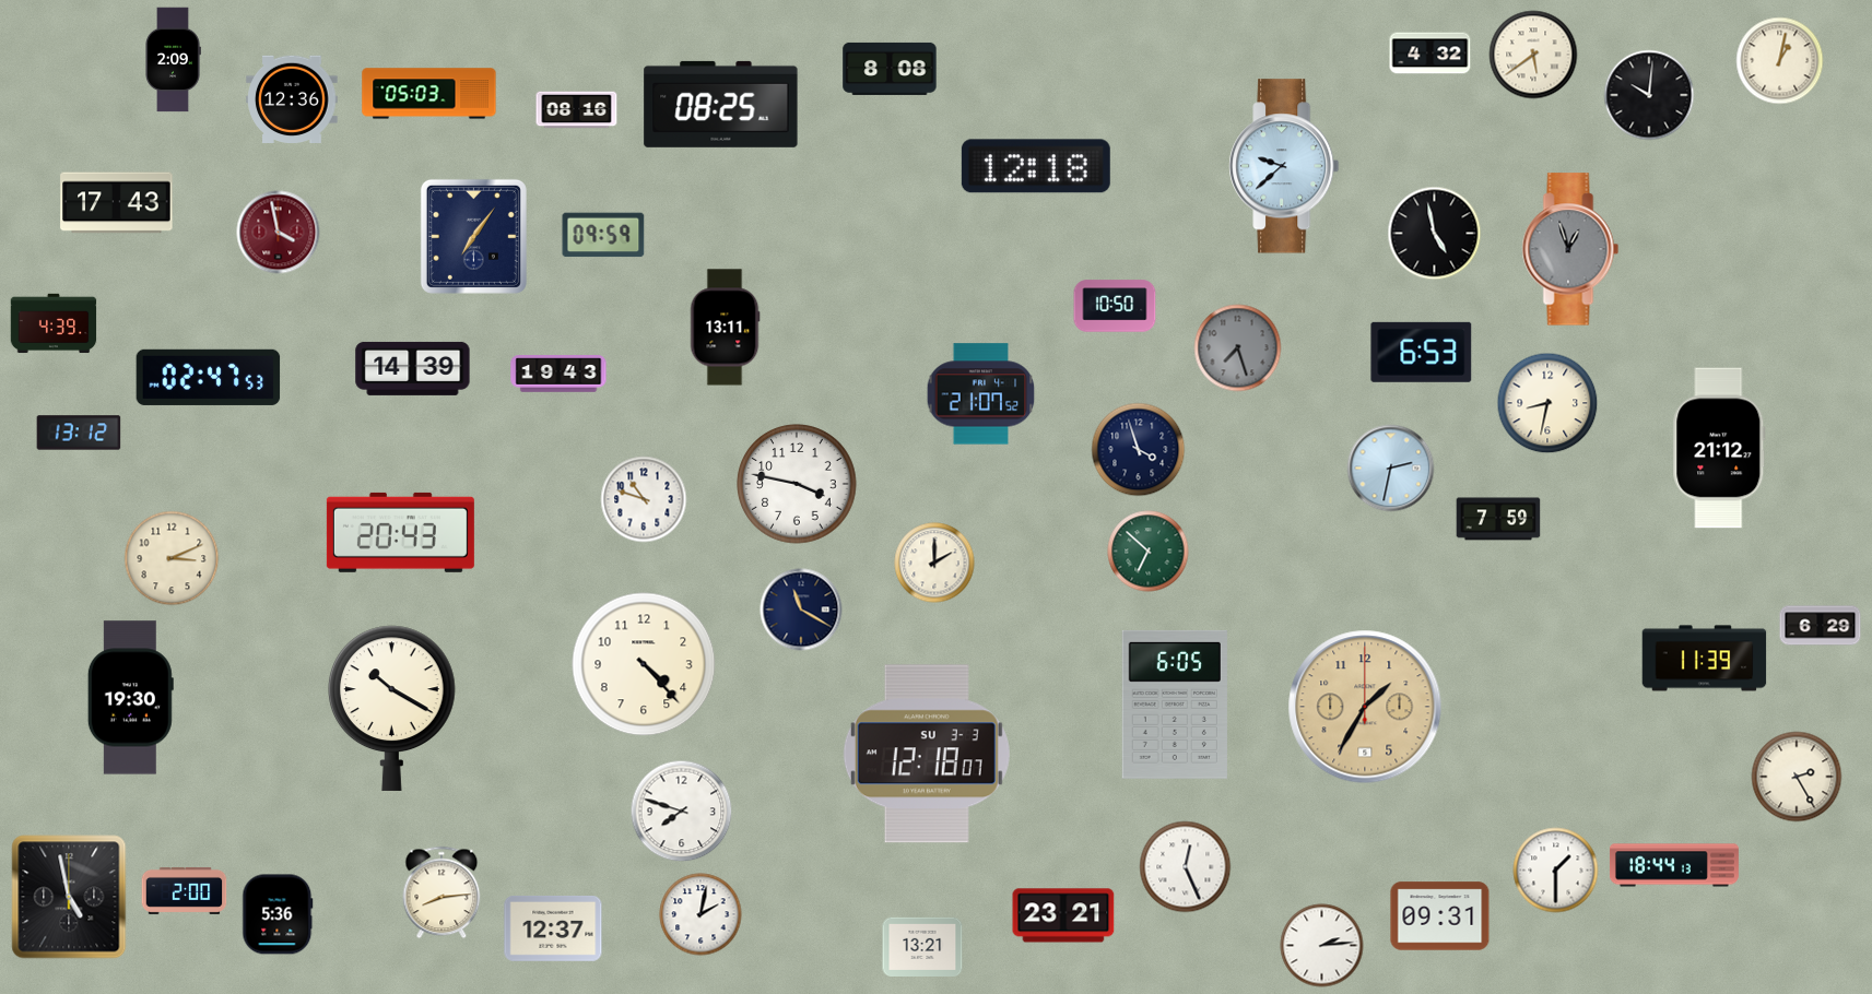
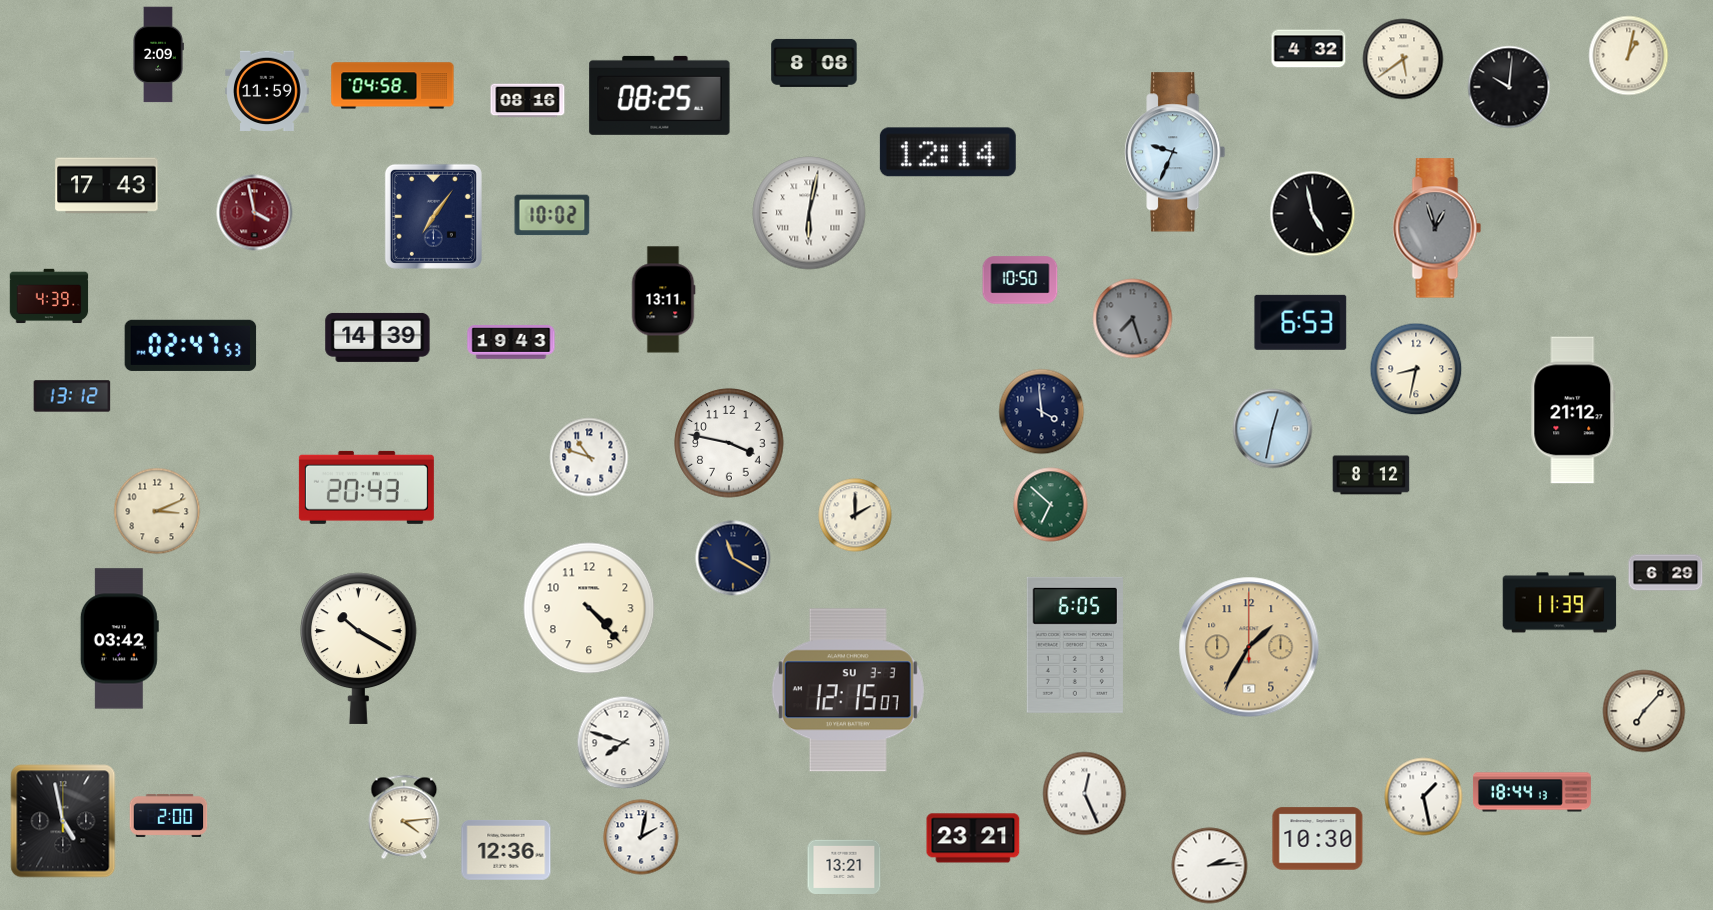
clock at (1533, 55) position: (1533, 55) -> (1403, 59)
clock at (429, 94): 05:03 -> 04:58
clock at (292, 98): 12:36 -> 11:59
clock at (1036, 166): 12:18 -> 12:14
clock at (1284, 166): 9:38 -> 9:34
clock at (809, 213): none -> 6:02
clock at (603, 235): 09:59 -> 10:02
clock at (981, 394): 21:07 -> none
clock at (1139, 450): 3:57 -> 3:59
clock at (1391, 469): 2:32 -> 12:32
clock at (1498, 519): 7:59 -> 8:12
clock at (130, 698): 19:30 -> 03:42
clock at (927, 754): 12:18 -> 12:15
clock at (1797, 777): 2:25 -> 7:07
clock at (1556, 871): 1:30 -> 1:28
clock at (441, 892): 8:14 -> 4:14
clock at (278, 914): 5:36 -> none
clock at (1440, 916): 09:31 -> 10:30
clock at (553, 928): 12:37 -> 12:36
